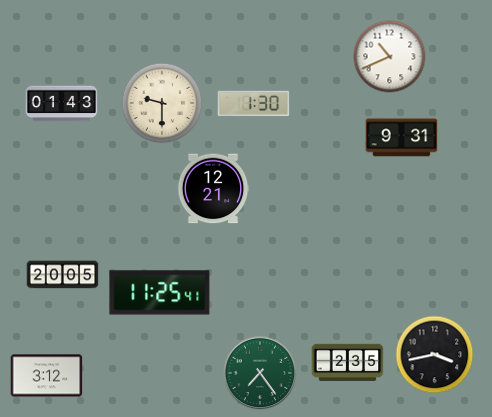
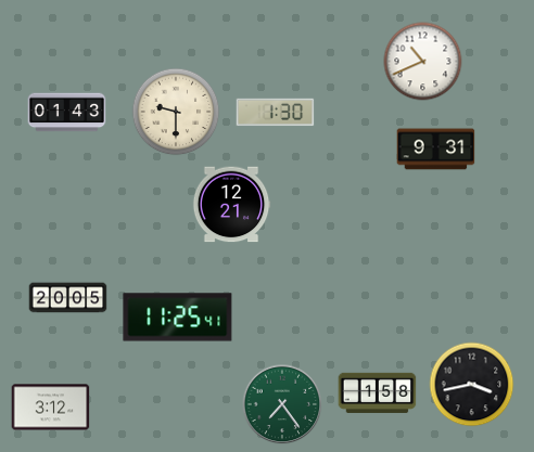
clock at (160, 293) position: (160, 293) -> (178, 318)
clock at (348, 362): 2:35 -> 1:58
